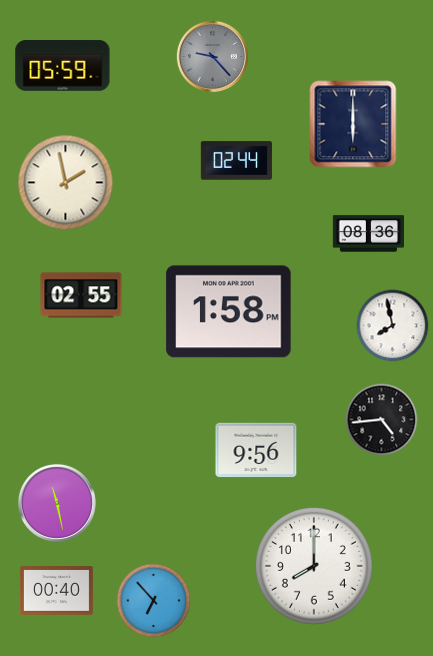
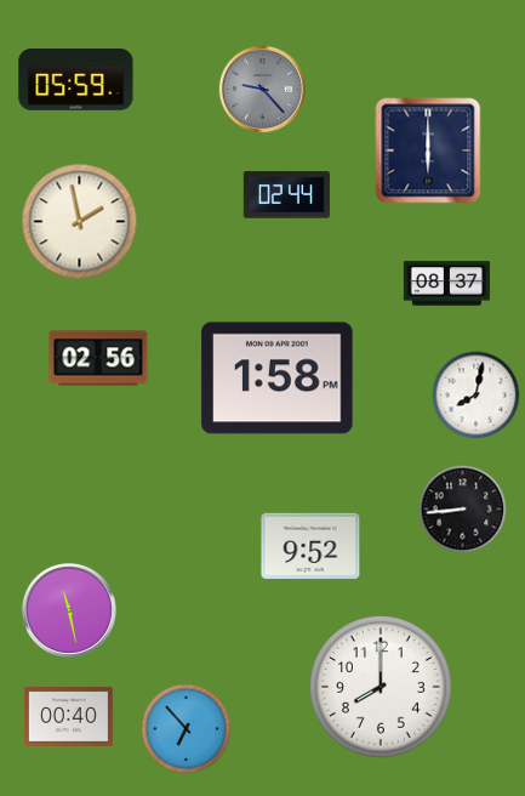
clock at (212, 56) position: (212, 56) -> (262, 89)
clock at (368, 234): 08:36 -> 08:37
clock at (81, 295): 02:55 -> 02:56
clock at (393, 326): 7:58 -> 8:02
clock at (382, 420): 4:44 -> 8:44
clock at (256, 450): 9:56 -> 9:52
